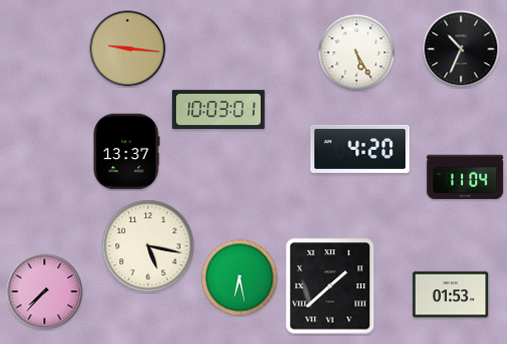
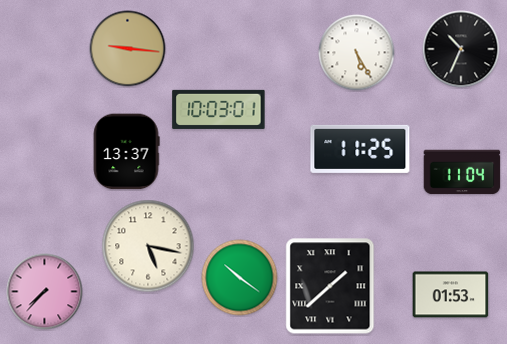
clock at (360, 149): 4:20 -> 11:25
clock at (465, 177) position: (465, 177) -> (462, 172)
clock at (240, 278): 6:28 -> 10:21
